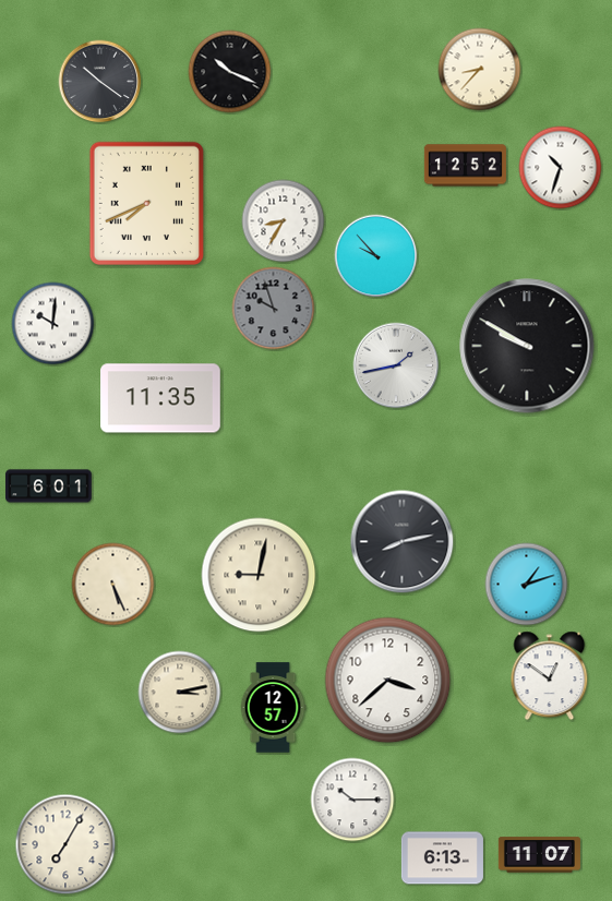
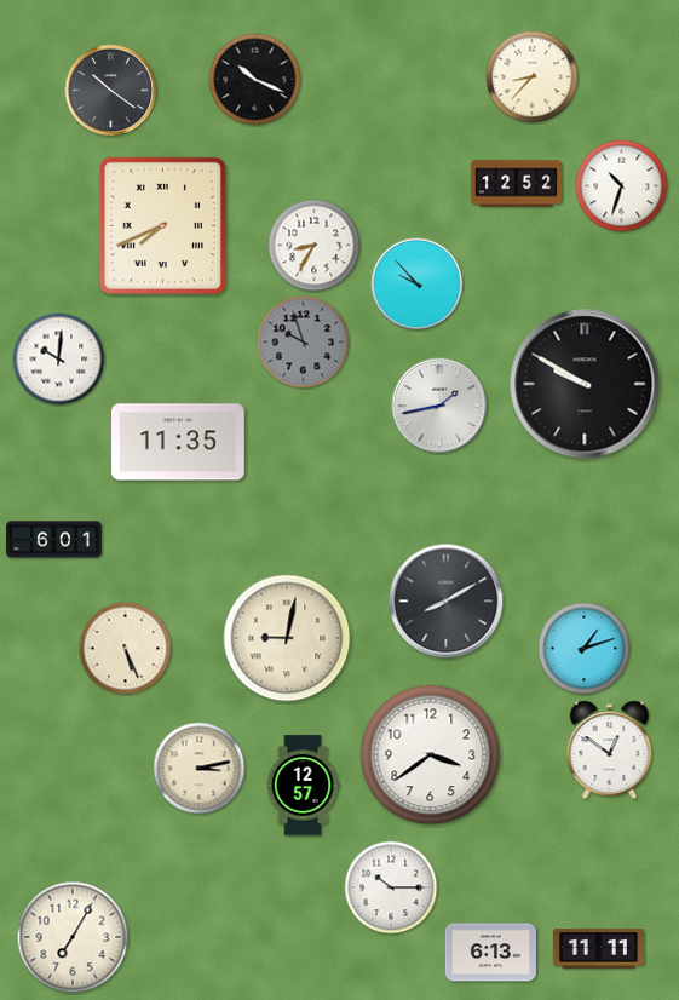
clock at (403, 542): 8:13 -> 8:10
clock at (388, 681): 3:38 -> 3:39
clock at (539, 855): 11:07 -> 11:11
